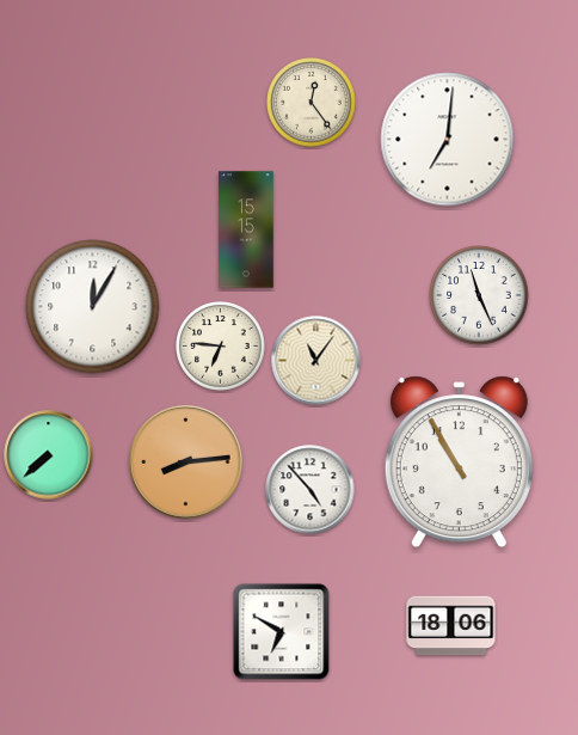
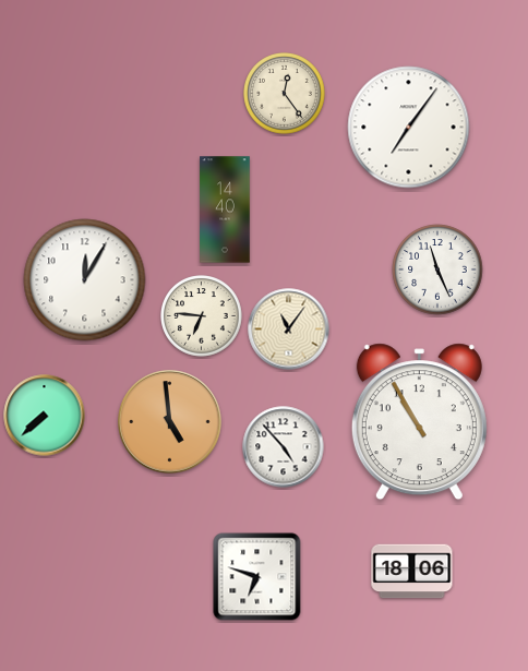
clock at (448, 140): 7:01 -> 7:06
clock at (246, 229): 15:15 -> 14:40
clock at (186, 463): 8:14 -> 4:59
clock at (282, 632): 6:50 -> 6:48
